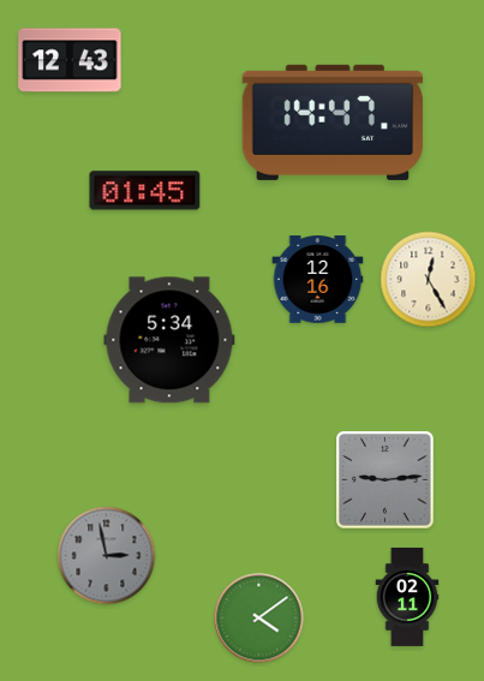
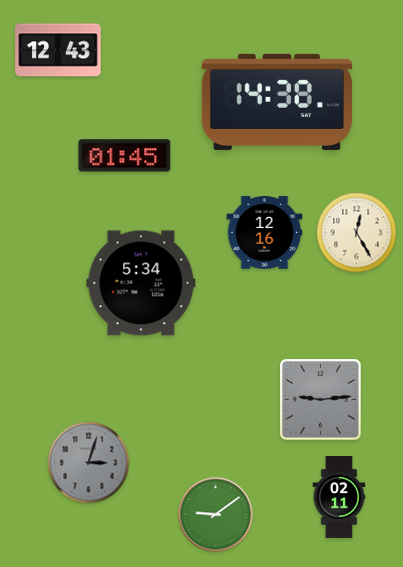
clock at (333, 123): 14:47 -> 14:38
clock at (145, 191) position: (145, 191) -> (125, 156)
clock at (107, 556): 2:58 -> 3:03
clock at (259, 619): 4:09 -> 9:09
